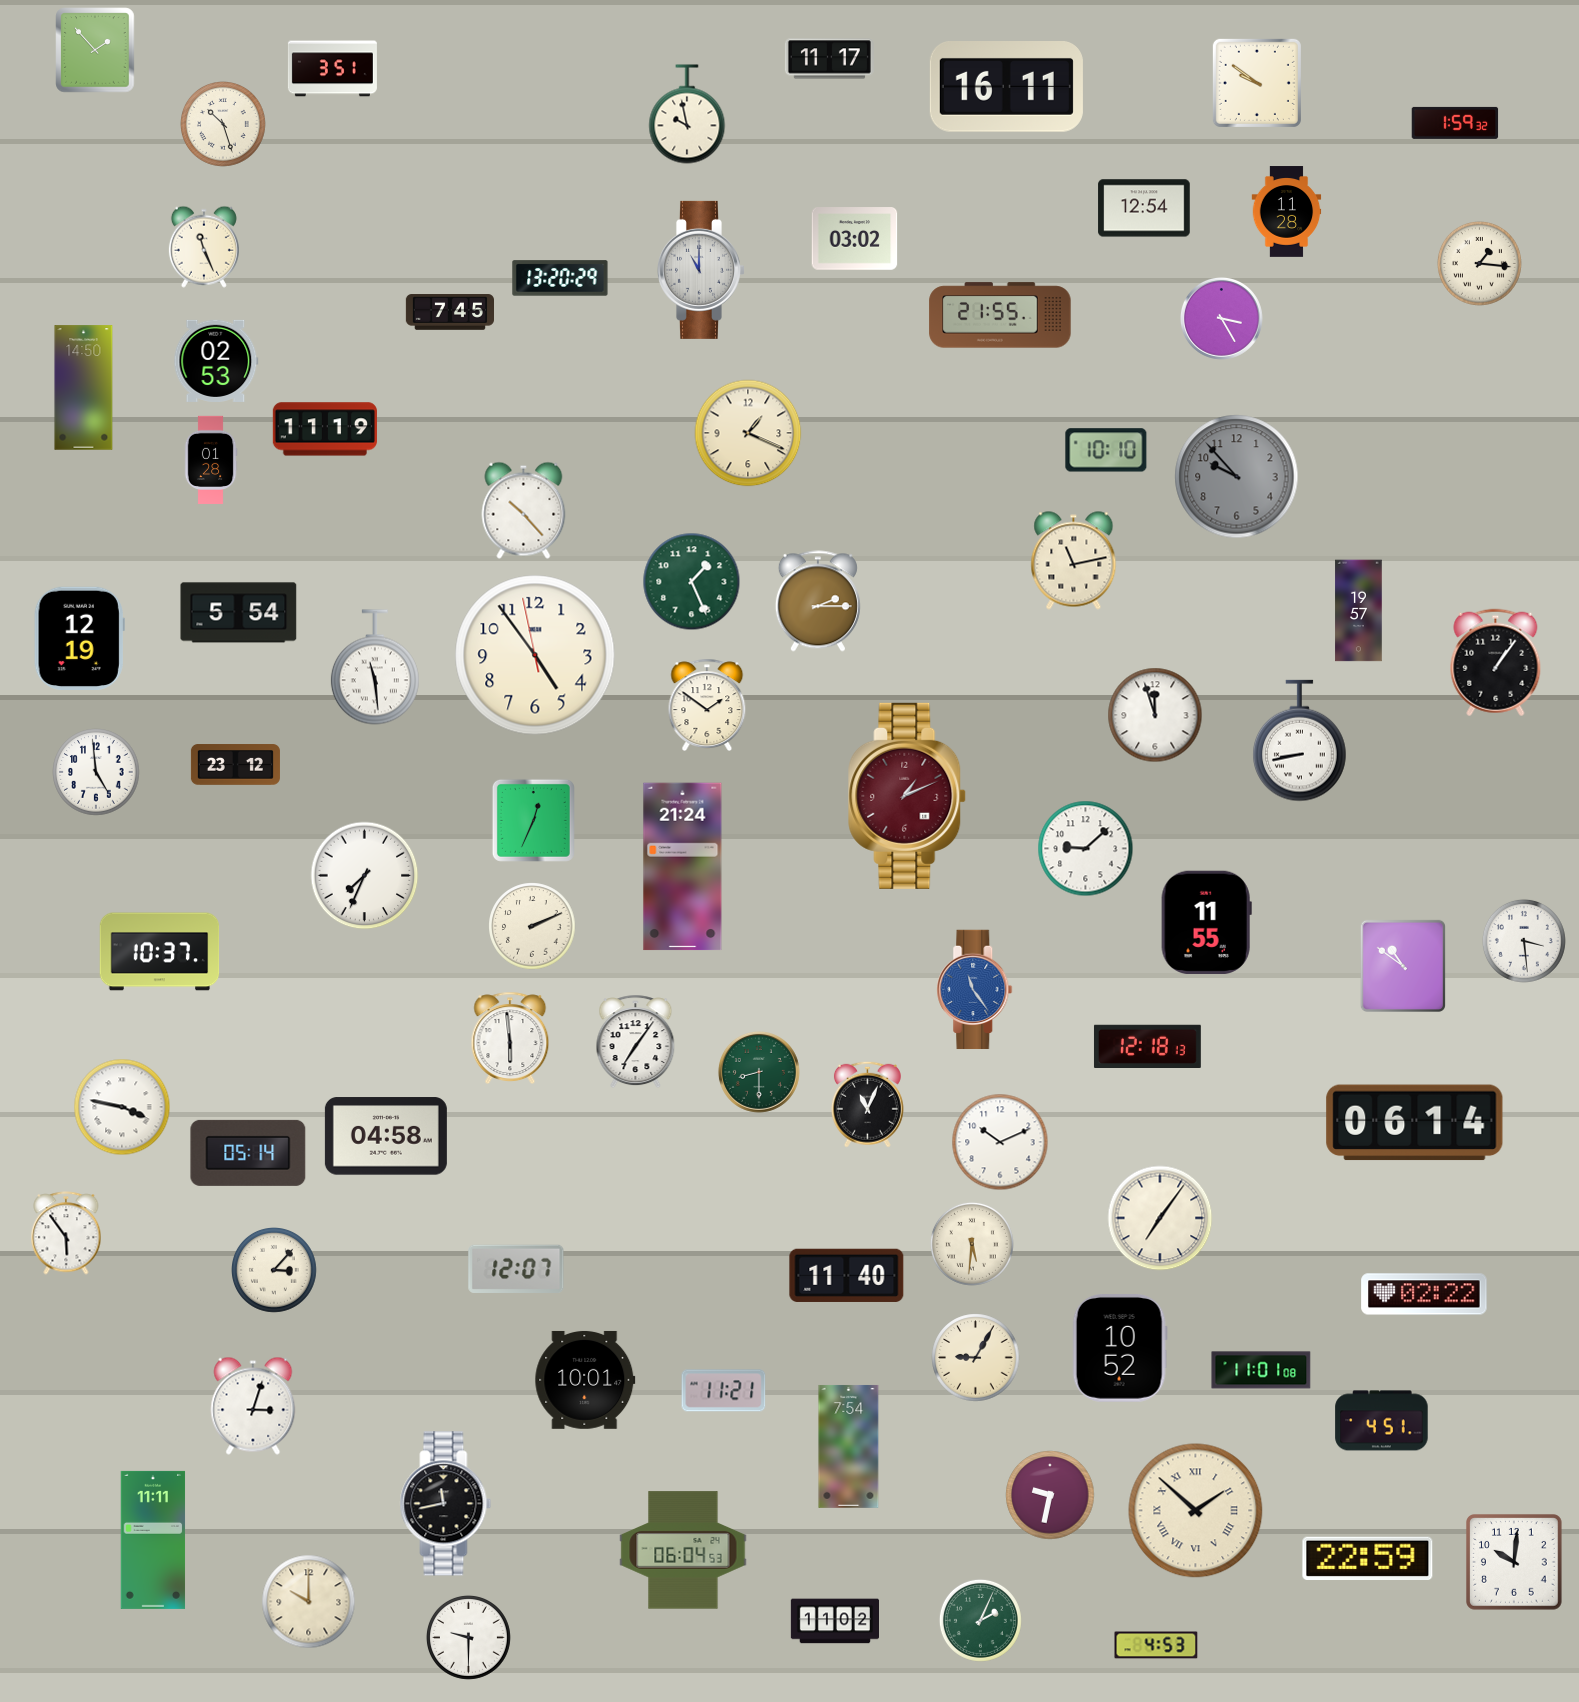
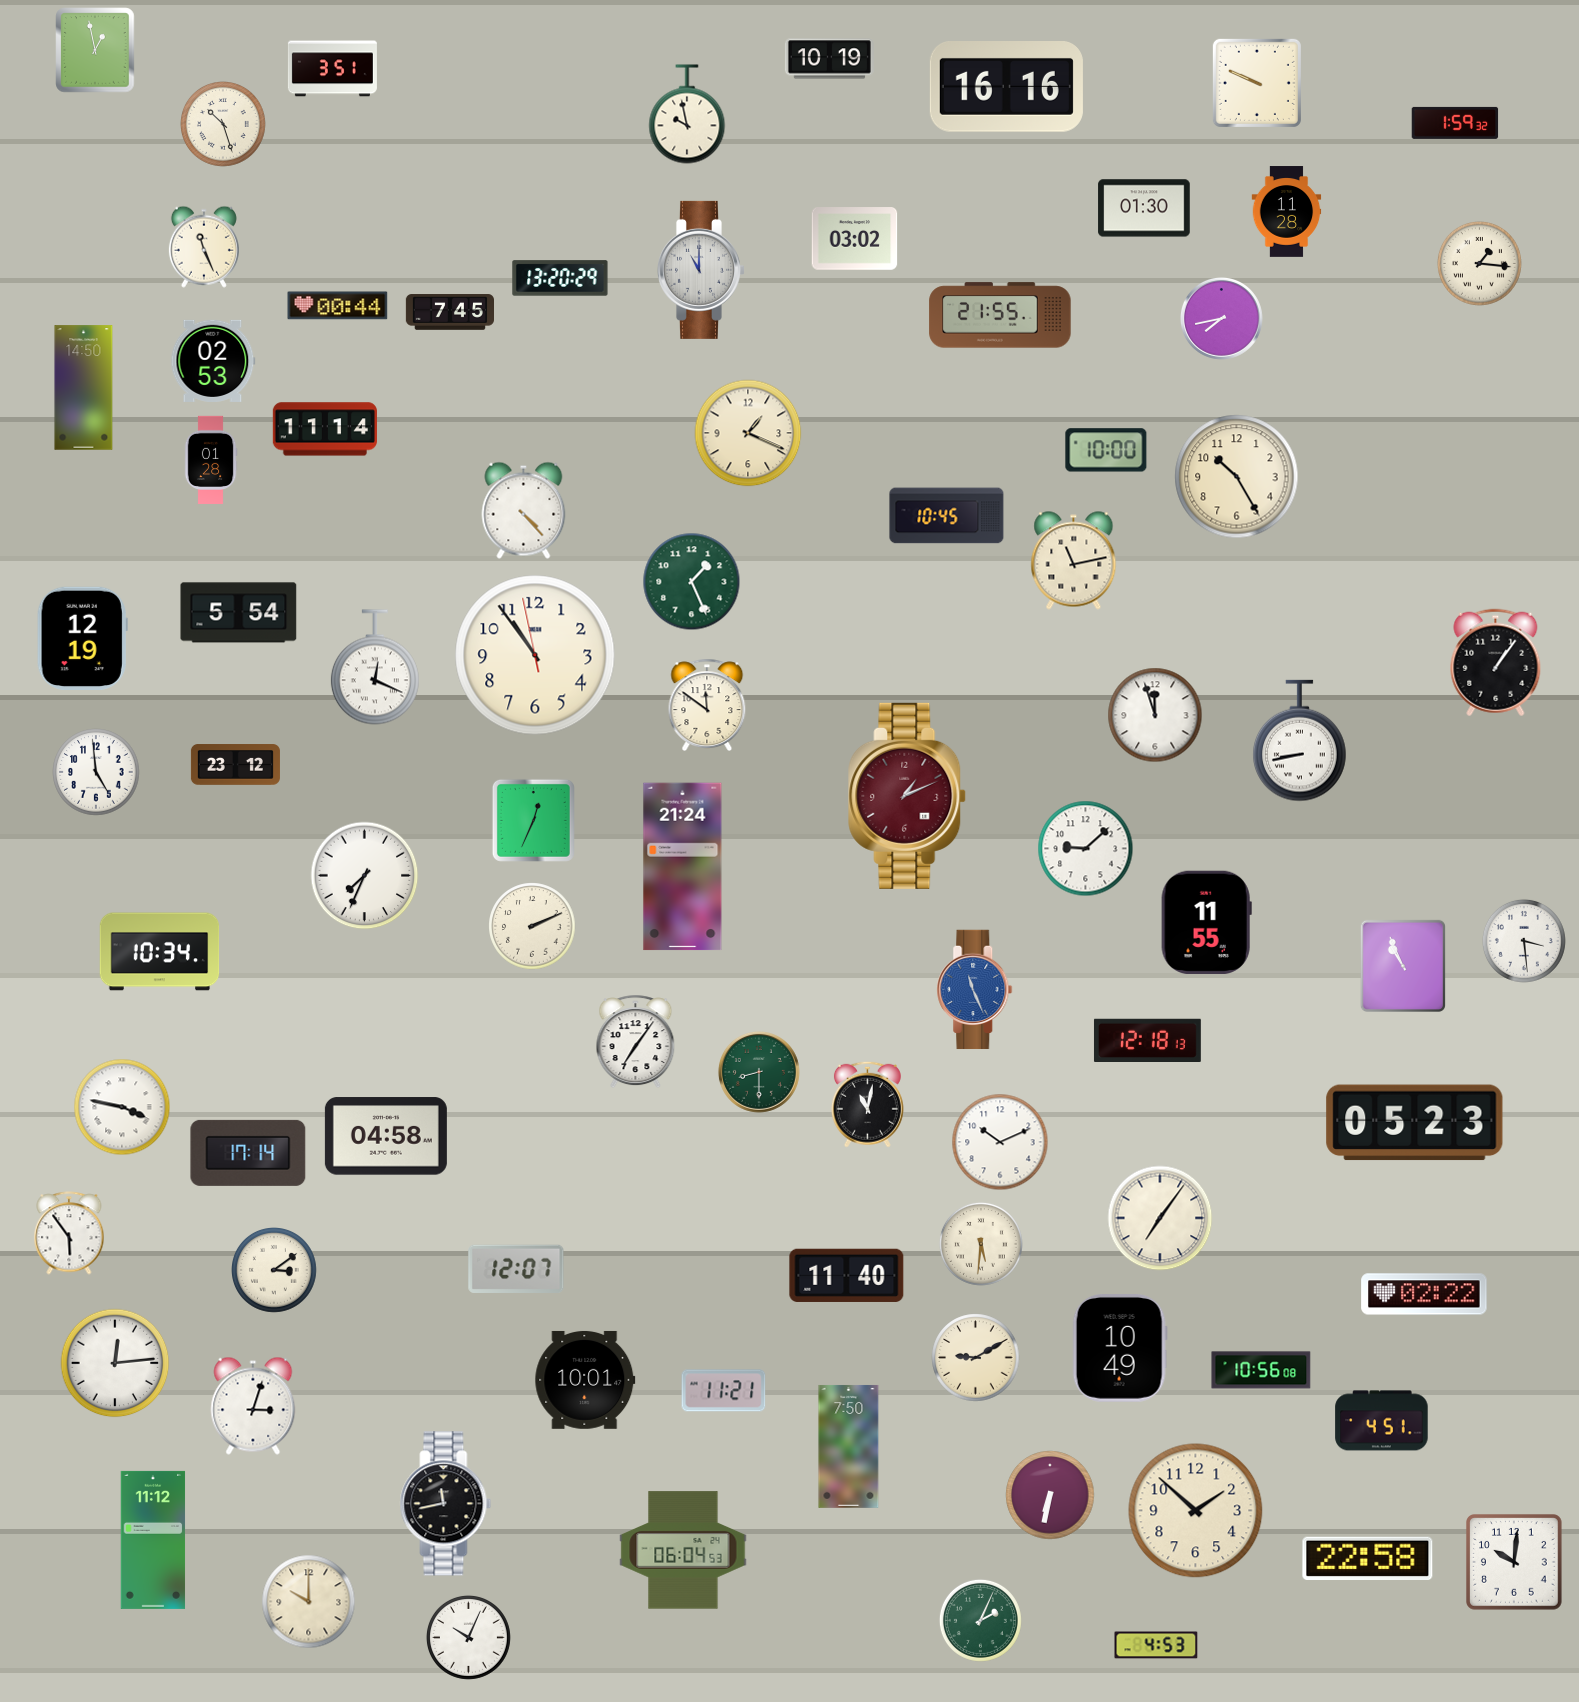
clock at (95, 50): 1:53 -> 12:58
clock at (829, 59): 11:17 -> 10:19
clock at (1257, 83): 9:51 -> 9:49
clock at (1006, 87): 16:11 -> 16:16
clock at (1144, 208): 12:54 -> 01:30
clock at (338, 306): none -> 00:44
clock at (1222, 319): 3:25 -> 7:43
clock at (216, 361) position: (216, 361) -> (213, 361)
clock at (325, 429): 11:19 -> 11:14
clock at (1106, 450): 10:10 -> 10:00
clock at (1237, 477): 9:53 -> 10:25
clock at (1237, 477) dial: grey -> cream
clock at (524, 510): 10:23 -> 4:23
clock at (947, 516): none -> 10:45
clock at (818, 601): 2:15 -> none
clock at (1359, 611): 19:57 -> none
clock at (79, 638) position: (79, 638) -> (82, 638)
clock at (535, 655): 4:53 -> 10:53
clock at (375, 667): 11:29 -> 12:19
clock at (707, 704): 1:51 -> 11:51
clock at (160, 952): 10:37 -> 10:34
clock at (1403, 966): 10:51 -> 10:56
clock at (975, 990): 11:24 -> 11:26
clock at (510, 1037): 5:59 -> none
clock at (1147, 1046) position: (1147, 1046) -> (1147, 1040)
clock at (867, 1104): 11:04 -> 11:02
clock at (1415, 1123): 06:14 -> 05:23
clock at (248, 1153): 05:14 -> 17:14
clock at (66, 1233) position: (66, 1233) -> (69, 1233)
clock at (972, 1244) position: (972, 1244) -> (981, 1244)
clock at (275, 1271): 3:07 -> 3:09
clock at (1120, 1349): 10:52 -> 10:49
clock at (976, 1358): 9:05 -> 9:10
clock at (115, 1363): none -> 12:14
clock at (1261, 1370): 11:01 -> 10:56
clock at (849, 1446): 7:54 -> 7:50
clock at (1050, 1495): 9:32 -> 6:32
clock at (1196, 1511) numerals: Roman -> Arabic
clock at (153, 1540): 11:11 -> 11:12
clock at (1368, 1559): 22:59 -> 22:58
clock at (834, 1621): 11:02 -> none
clock at (468, 1637): 9:30 -> 10:04
